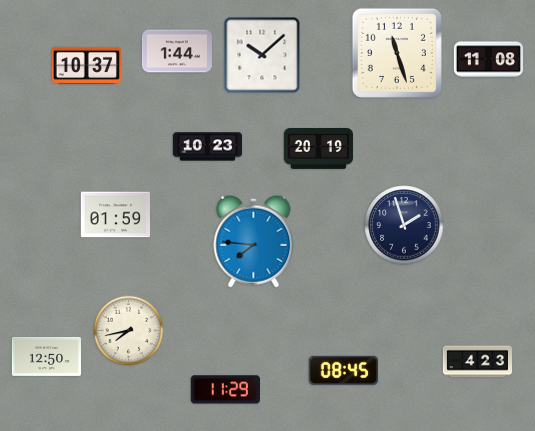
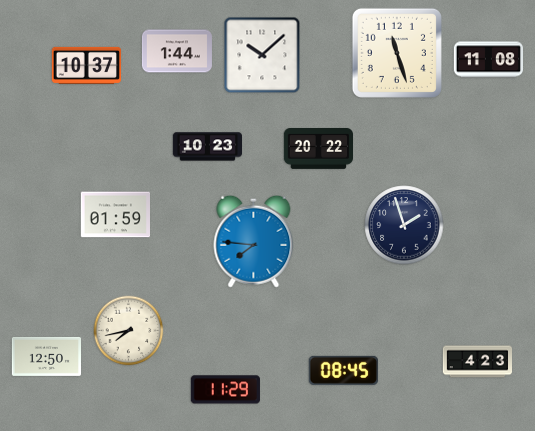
clock at (318, 149): 20:19 -> 20:22
